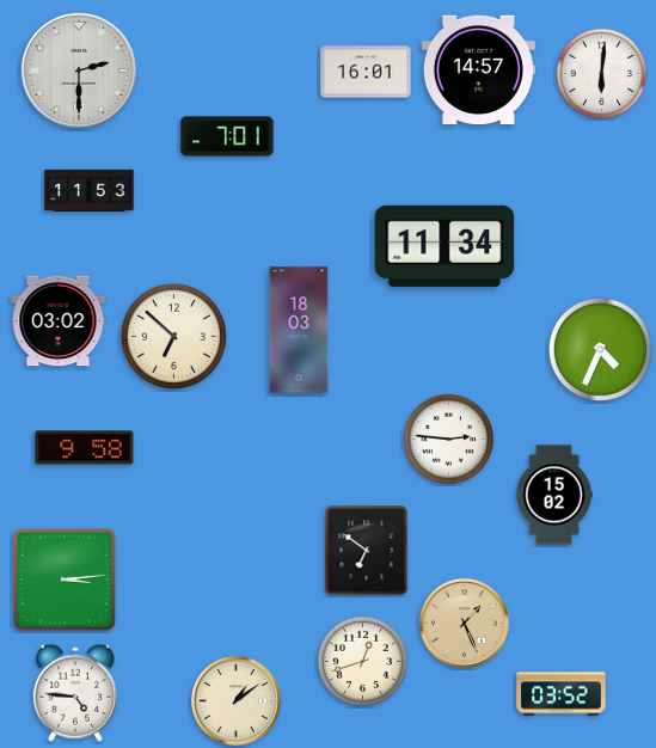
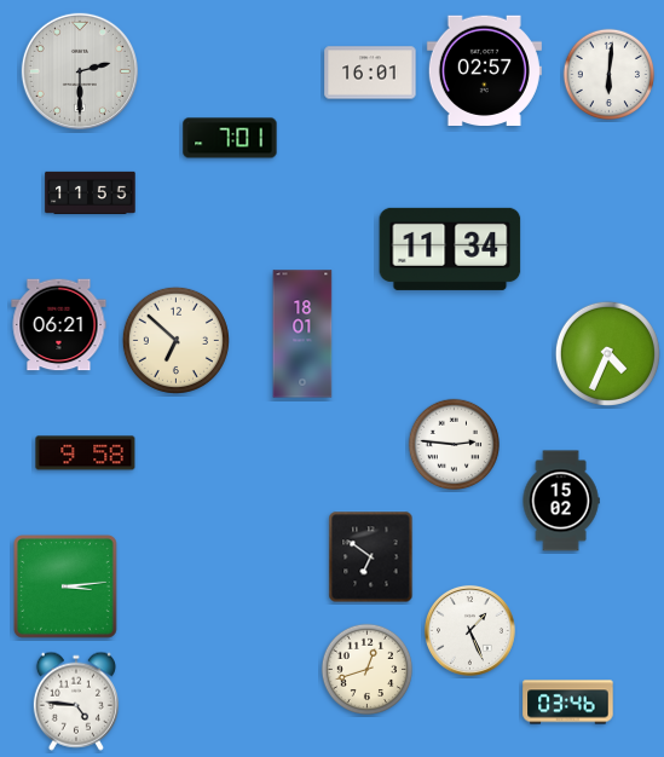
clock at (478, 69): 14:57 -> 02:57
clock at (90, 190): 11:53 -> 11:55
clock at (59, 321): 03:02 -> 06:21
clock at (299, 330): 18:03 -> 18:01
clock at (464, 623) dial: champagne -> white
clock at (562, 694): 03:52 -> 03:46
clock at (235, 700): 1:09 -> none
